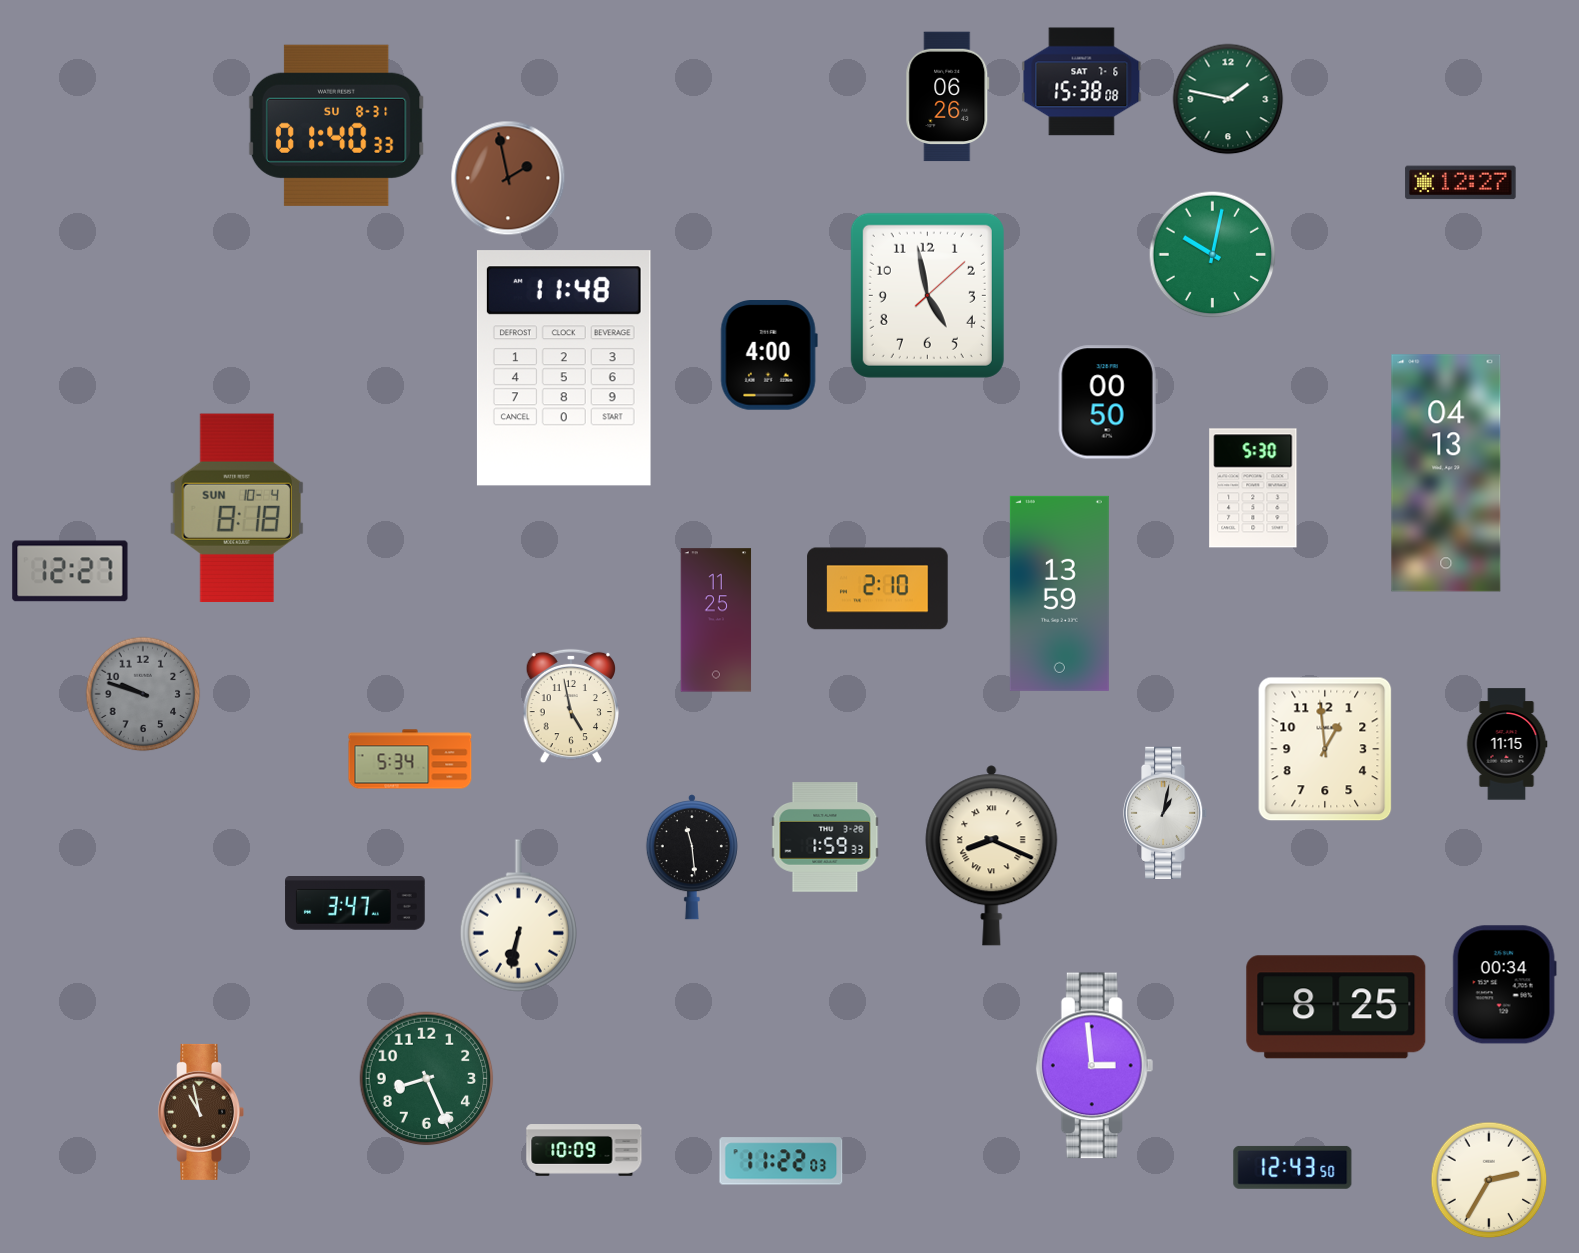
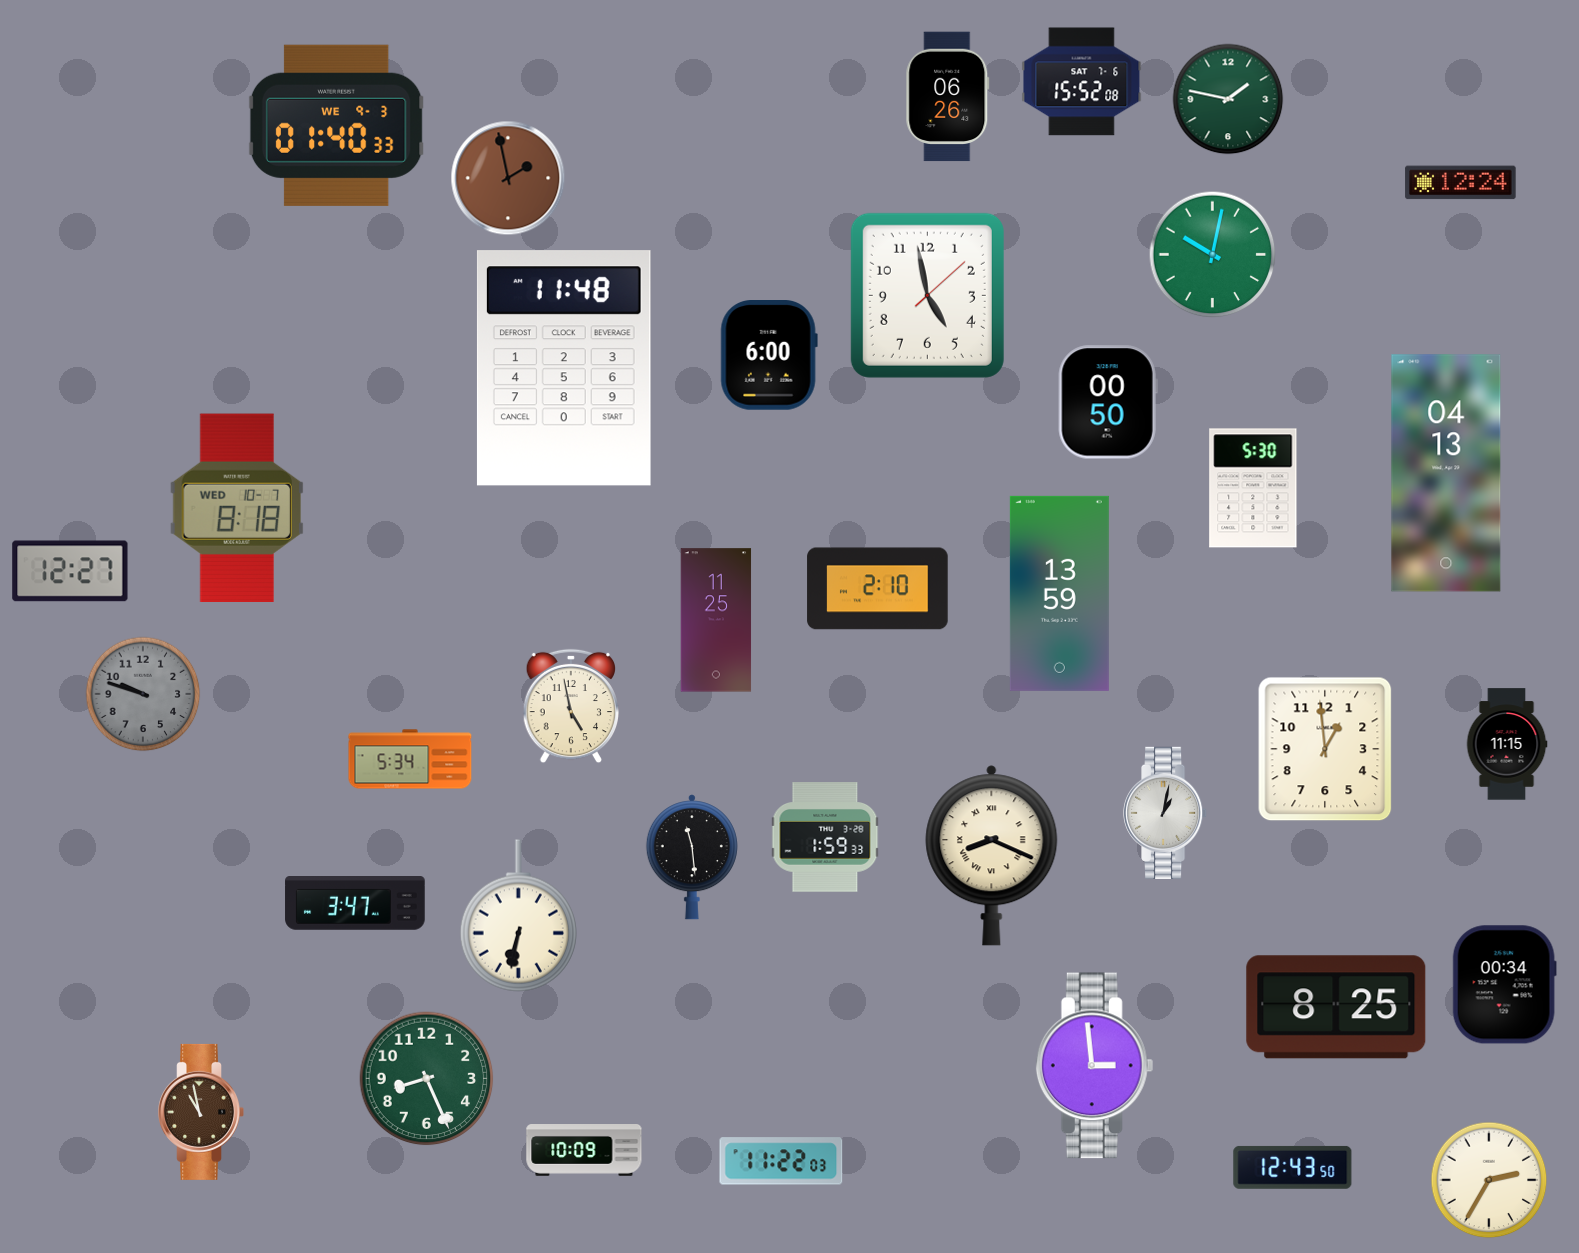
clock at (1082, 82): 15:38 -> 15:52
clock at (337, 125) date: SU 8-31 -> WE 9-3
clock at (1461, 183): 12:27 -> 12:24
clock at (769, 356): 4:00 -> 6:00
clock at (236, 507) date: SUN 10-4 -> WED 10-7
